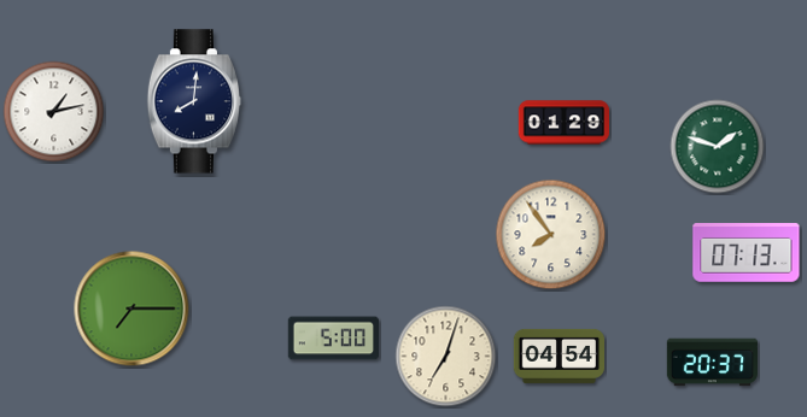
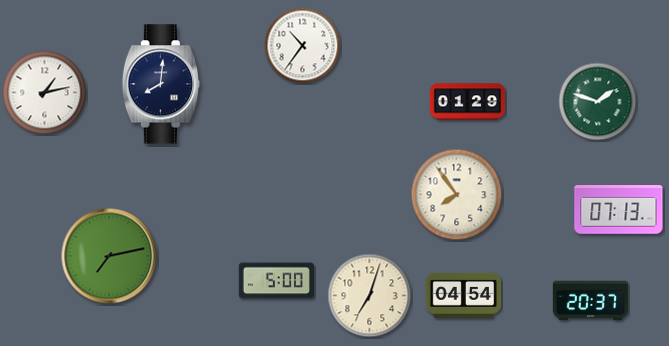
clock at (303, 46): none -> 10:36
clock at (718, 147) position: (718, 147) -> (598, 102)
clock at (131, 309): 7:15 -> 7:13
